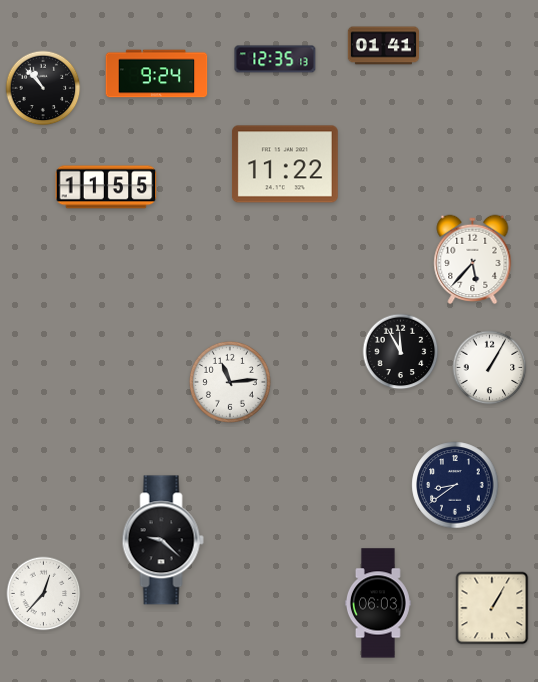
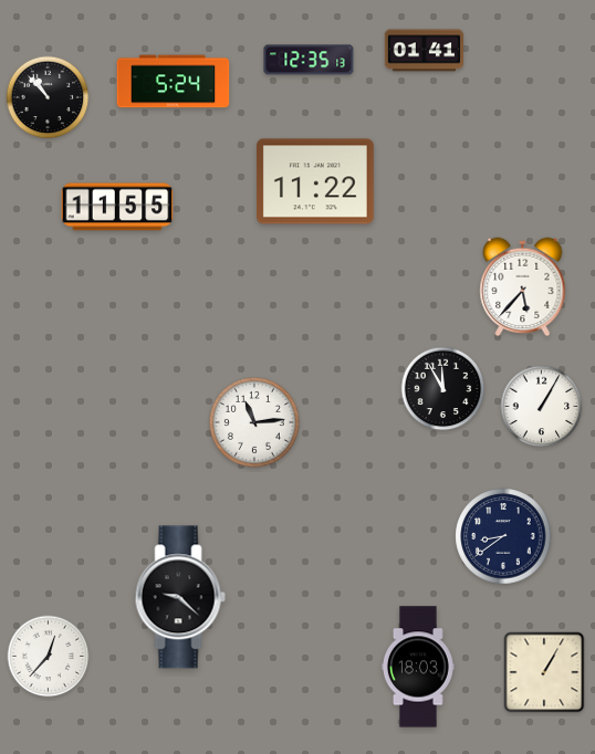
clock at (275, 59) position: (275, 59) -> (309, 60)
clock at (157, 74): 9:24 -> 5:24
clock at (378, 603): 06:03 -> 18:03
